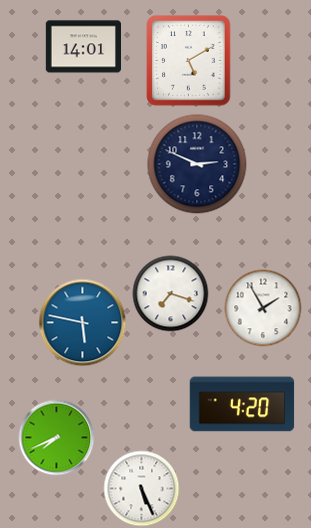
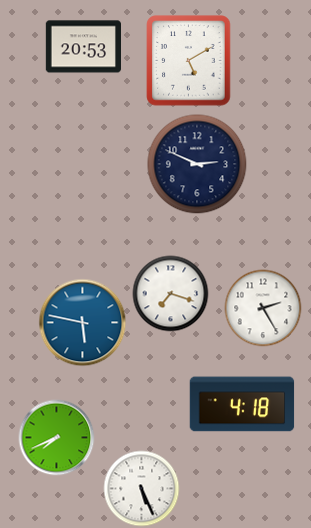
clock at (83, 47): 14:01 -> 20:53
clock at (263, 308): 1:55 -> 2:25
clock at (242, 404): 4:20 -> 4:18
